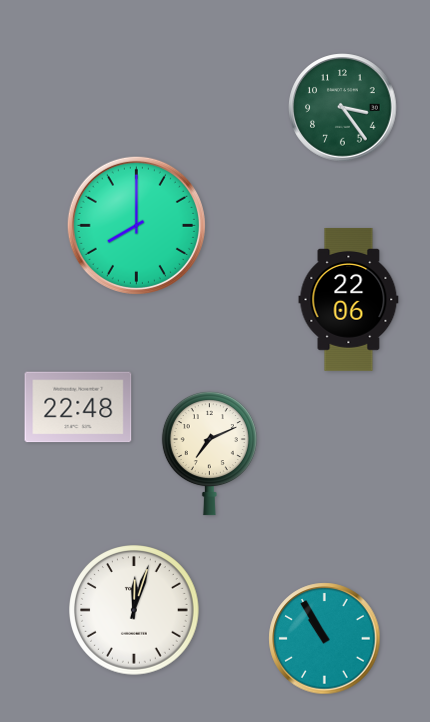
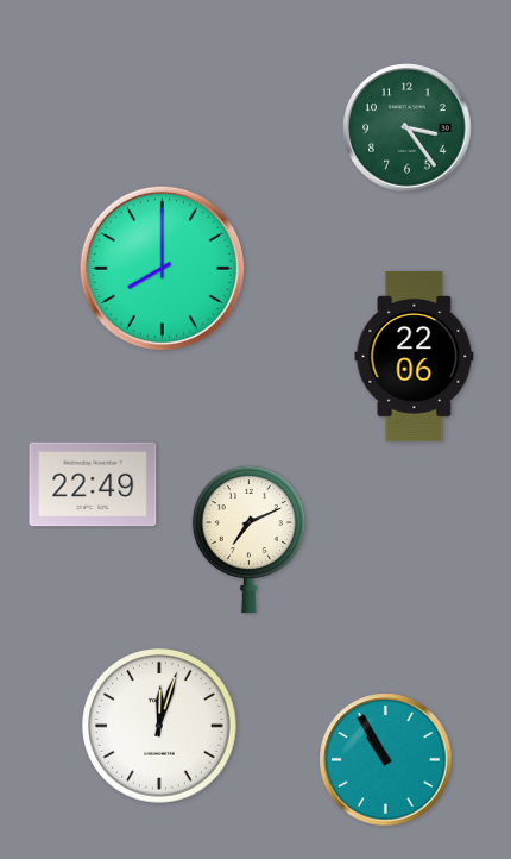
clock at (78, 407): 22:48 -> 22:49
